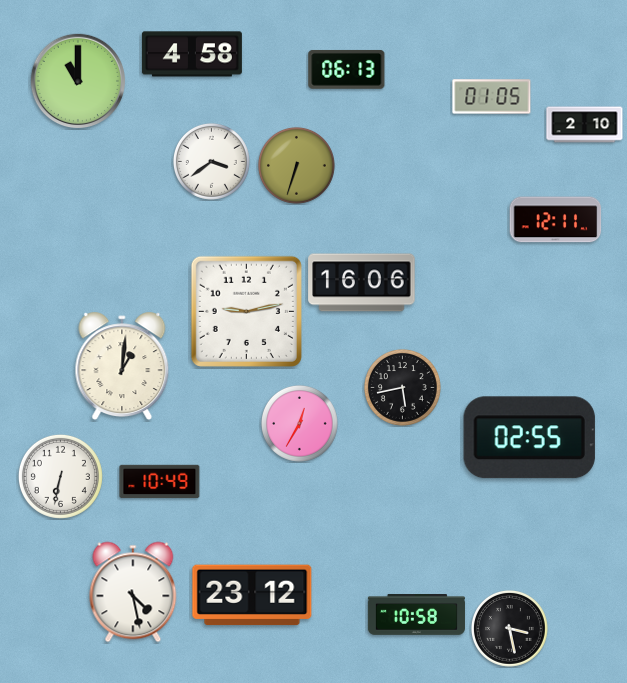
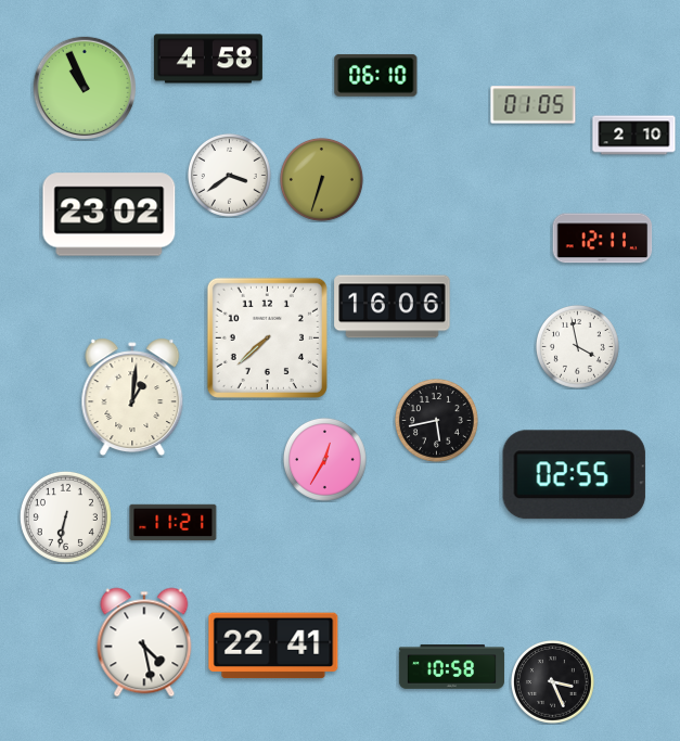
clock at (347, 69): 06:13 -> 06:10
clock at (77, 80): 11:00 -> 10:56
clock at (110, 215): none -> 23:02
clock at (246, 311): 9:13 -> 7:38
clock at (577, 346): none -> 3:58
clock at (160, 482): 10:49 -> 11:21
clock at (252, 595): 23:12 -> 22:41
clock at (509, 628): 3:28 -> 3:26
